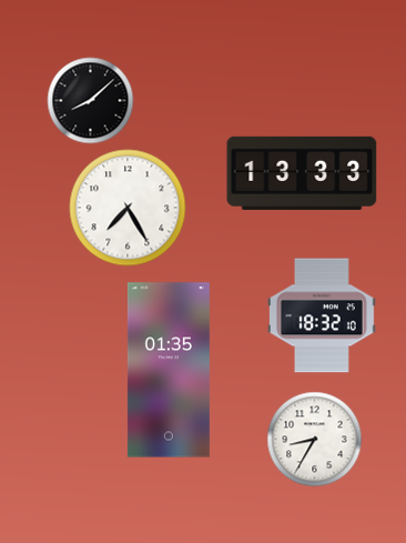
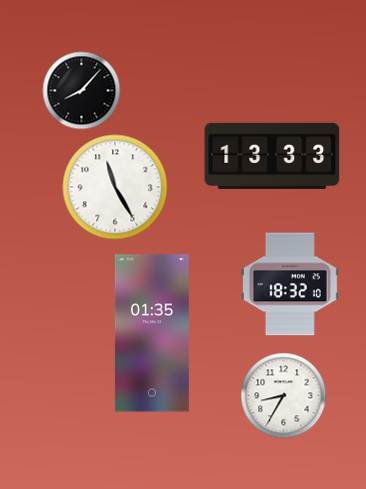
clock at (91, 101): 8:08 -> 8:07
clock at (128, 208): 7:25 -> 11:25
